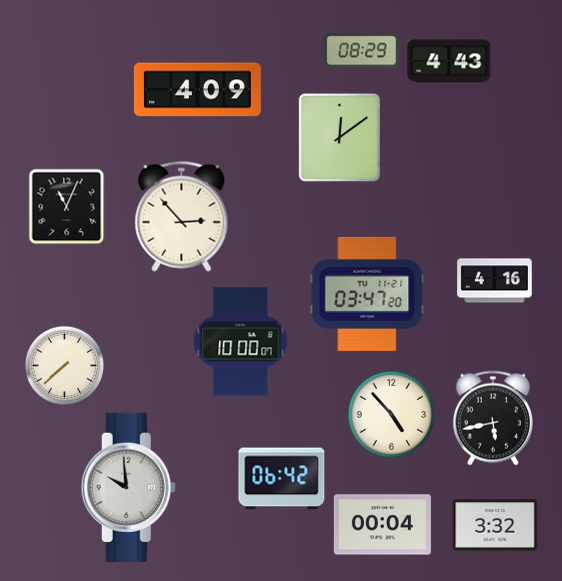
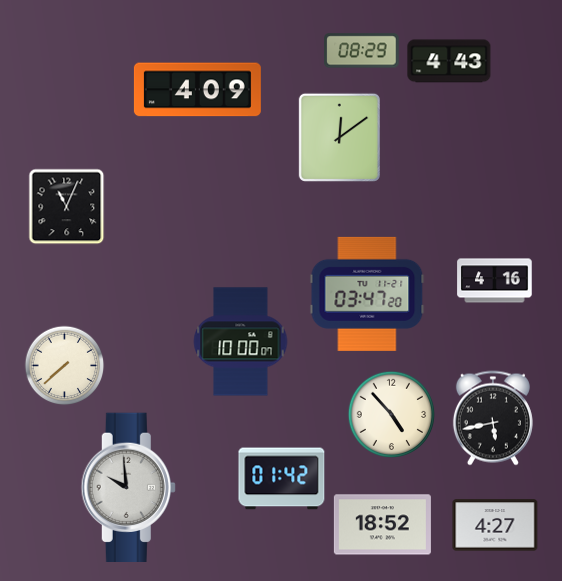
clock at (182, 216): 2:53 -> none
clock at (282, 479): 06:42 -> 01:42
clock at (382, 525): 00:04 -> 18:52
clock at (495, 525): 3:32 -> 4:27
